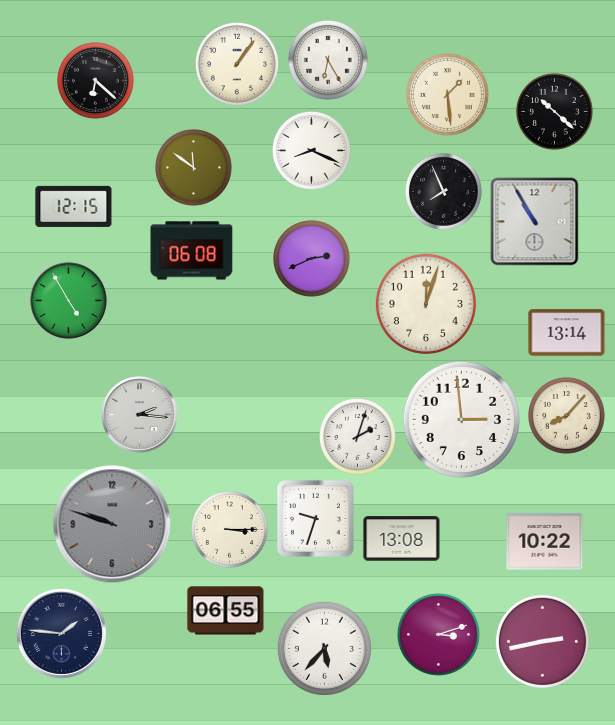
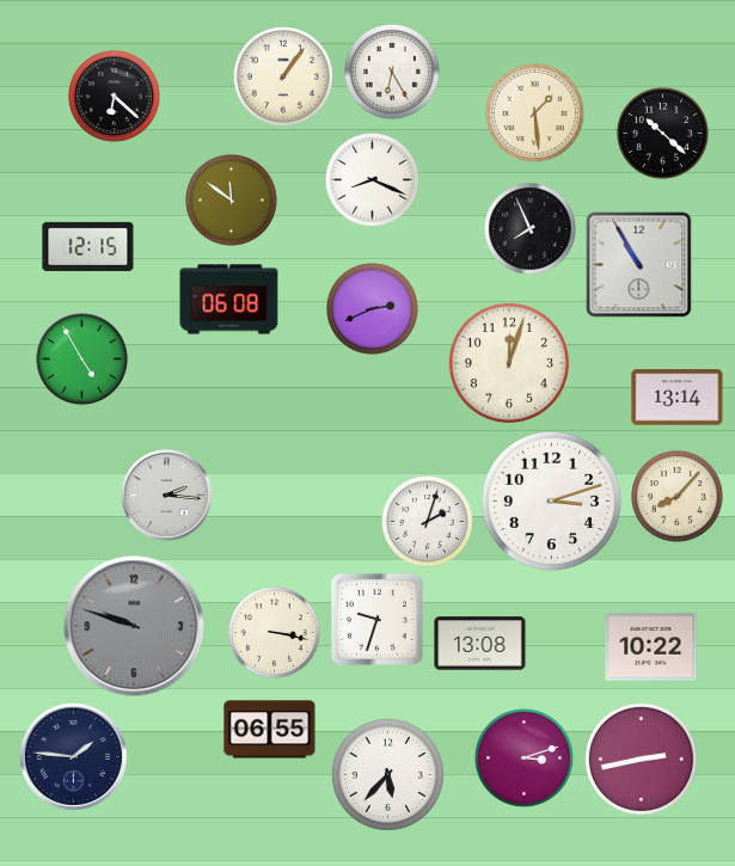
clock at (462, 420): 2:59 -> 3:12
clock at (230, 530): 3:15 -> 3:17
clock at (542, 641) position: (542, 641) -> (641, 758)
